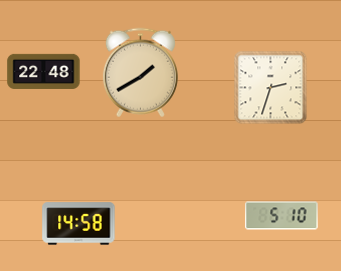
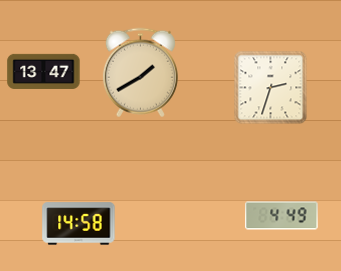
clock at (44, 71): 22:48 -> 13:47
clock at (282, 216): 5:10 -> 4:49
